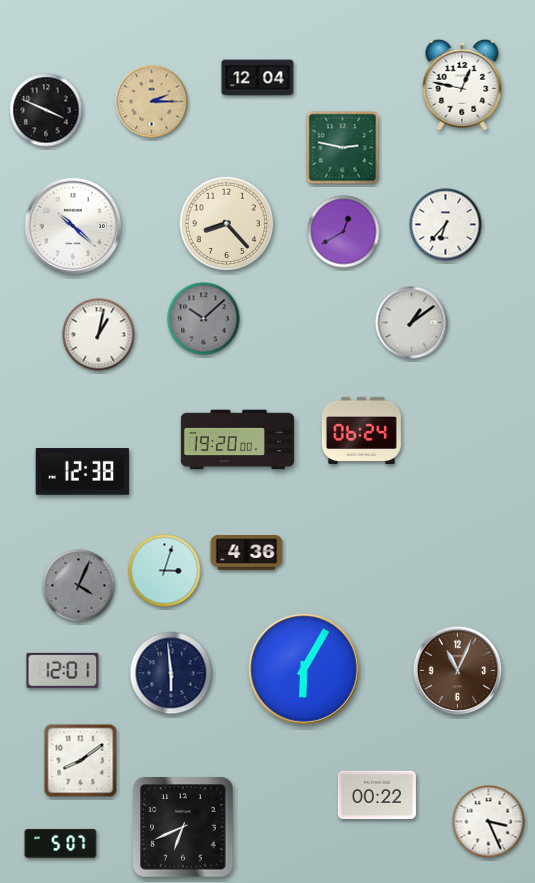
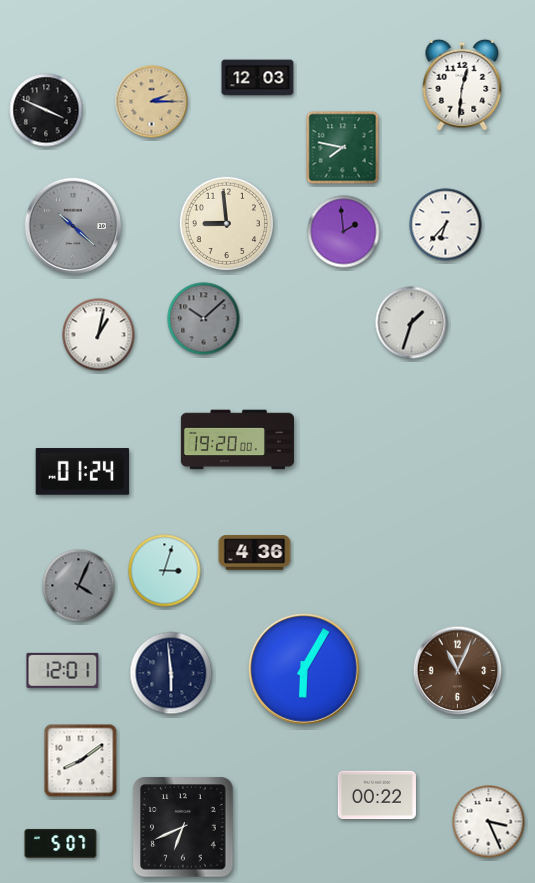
clock at (258, 78): 12:04 -> 12:03
clock at (462, 85): 12:47 -> 12:31
clock at (343, 148): 2:47 -> 7:47
clock at (226, 223): 8:23 -> 8:59
clock at (72, 225) dial: white -> grey
clock at (344, 232): 12:40 -> 1:59
clock at (412, 323): 1:09 -> 1:33
clock at (361, 430): 06:24 -> none
clock at (83, 472): 12:38 -> 01:24
clock at (247, 553) position: (247, 553) -> (255, 553)
